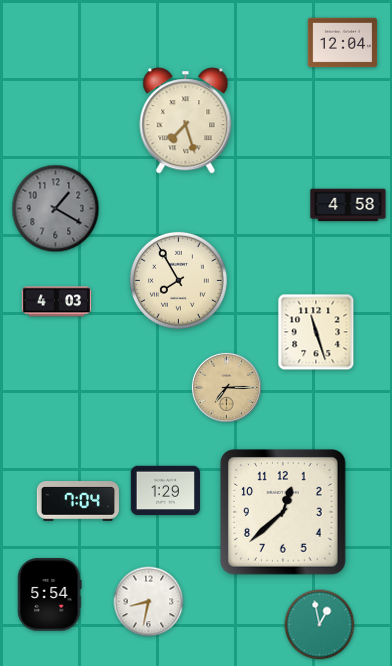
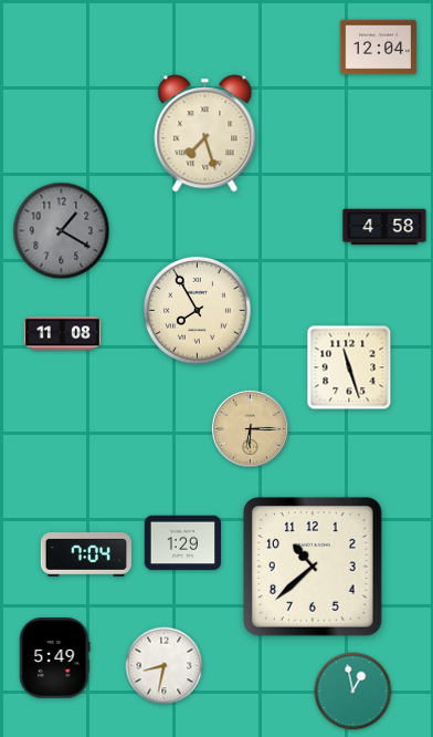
clock at (57, 302): 4:03 -> 11:08
clock at (226, 387): 7:15 -> 6:15
clock at (283, 512): 12:38 -> 10:38
clock at (50, 595): 5:54 -> 5:49
